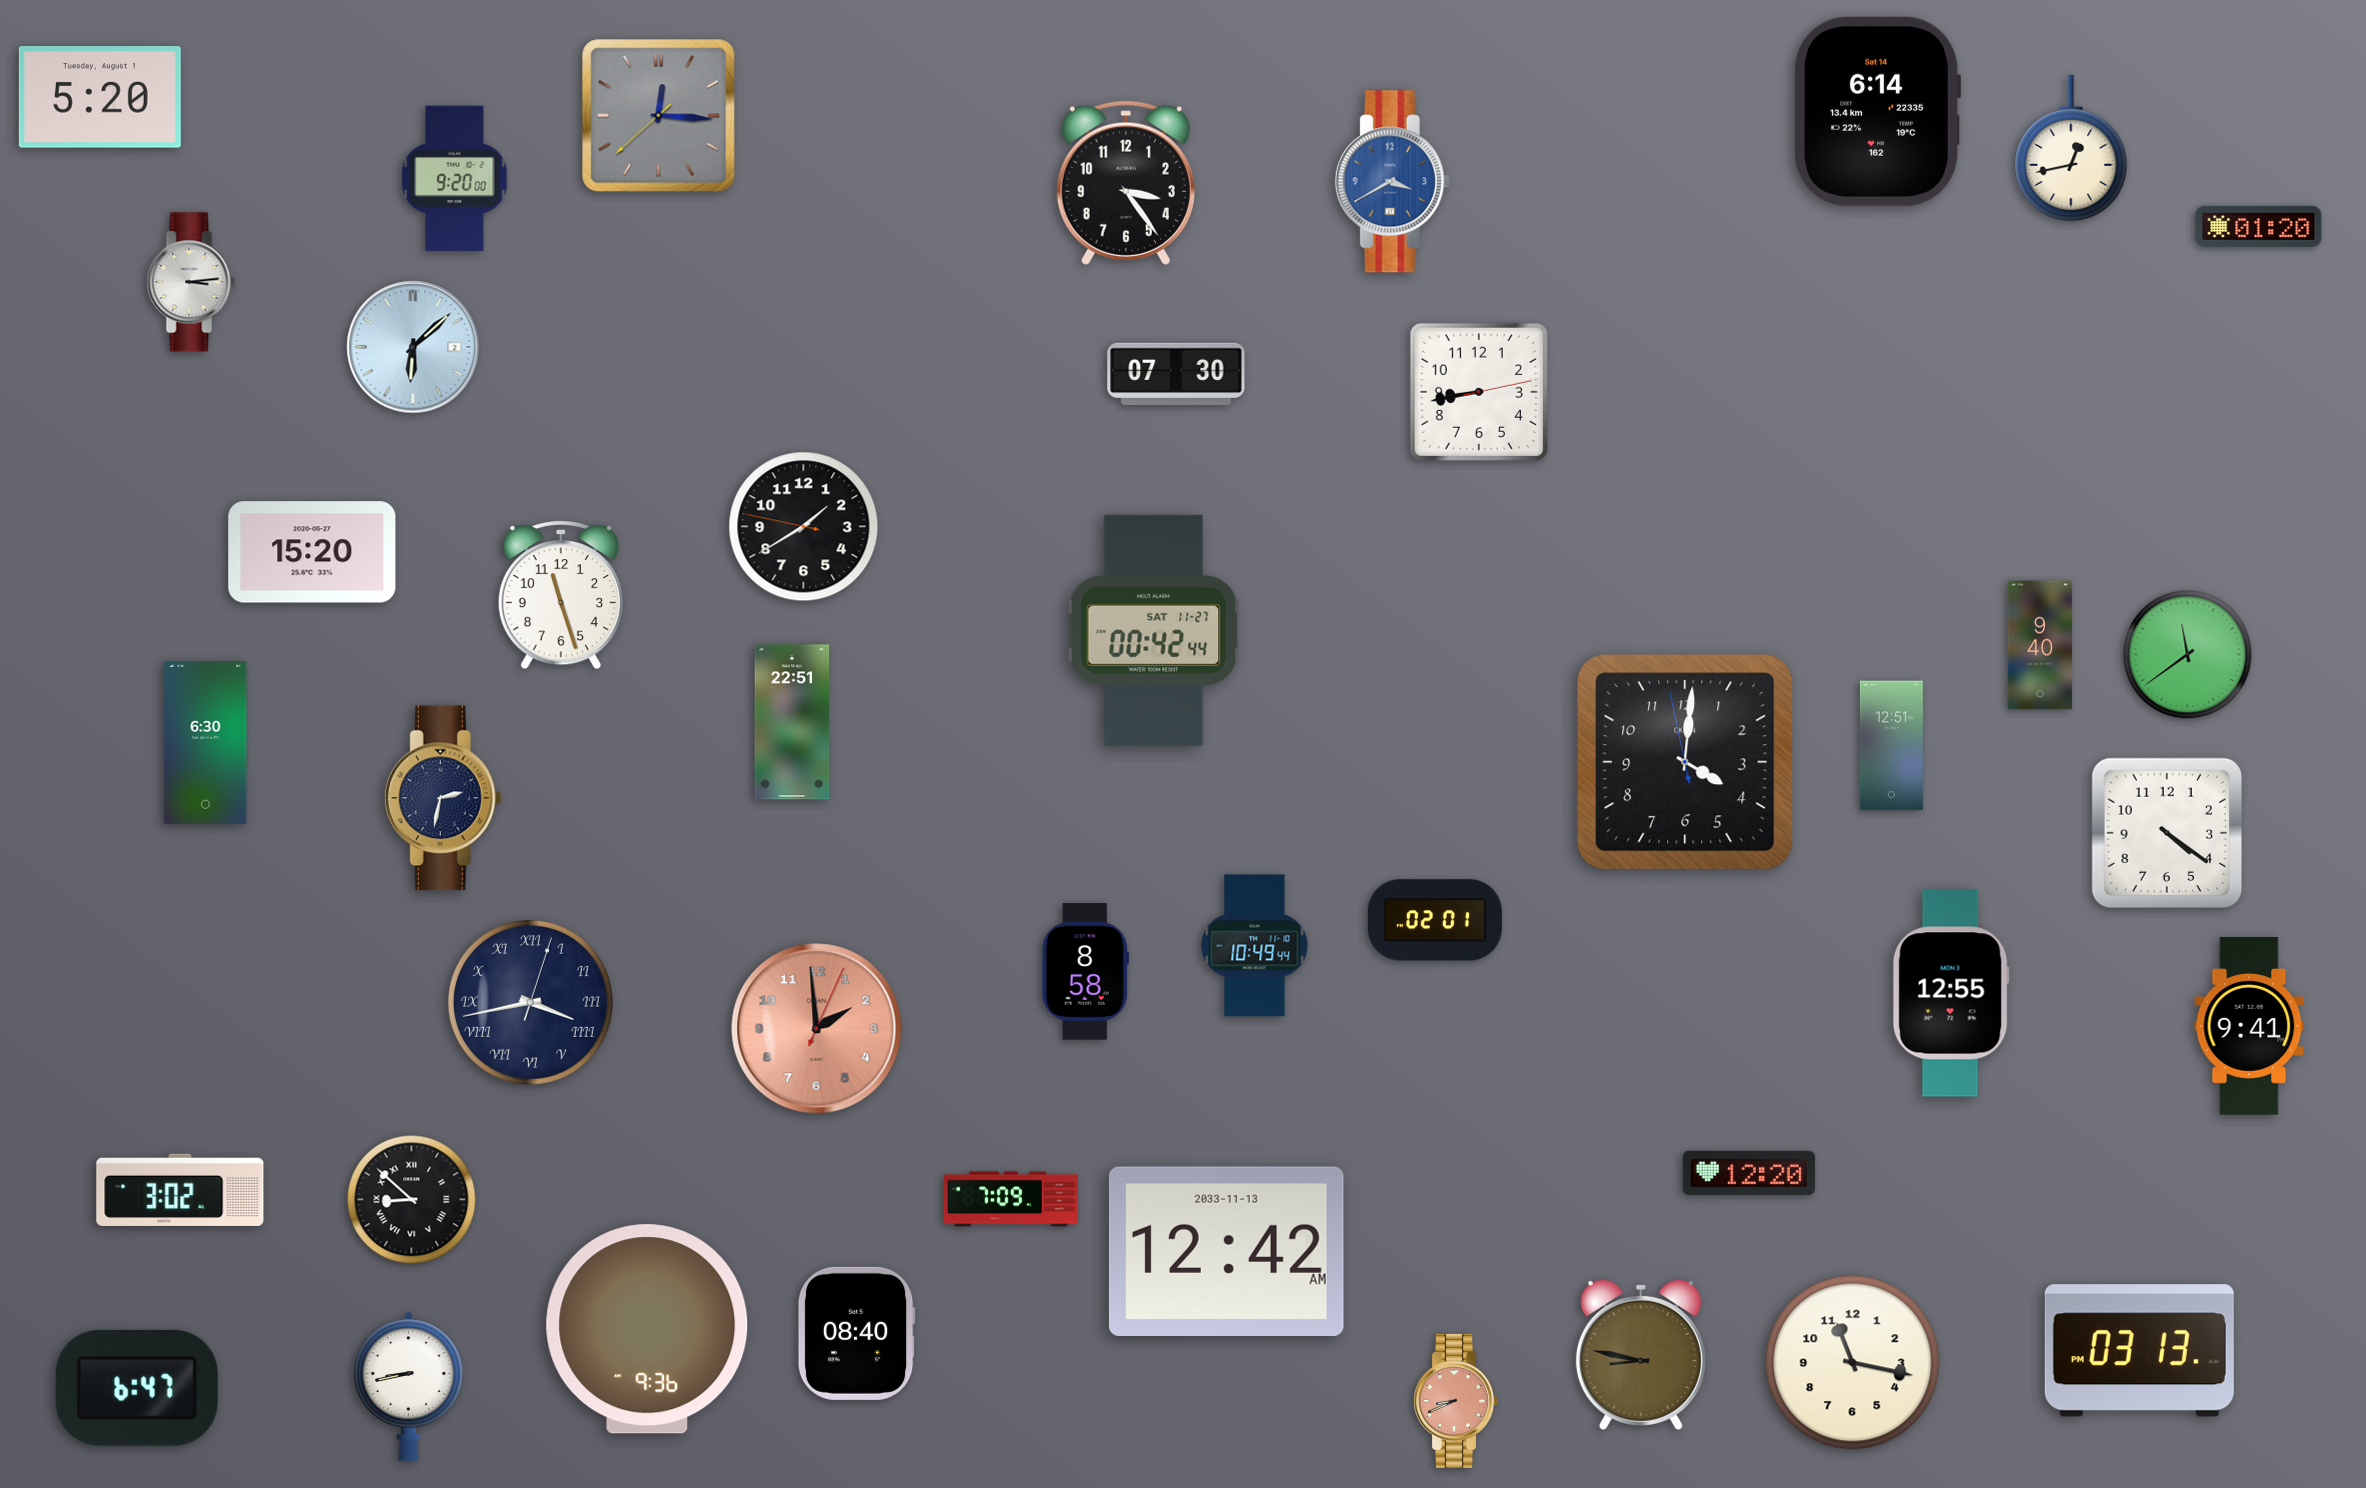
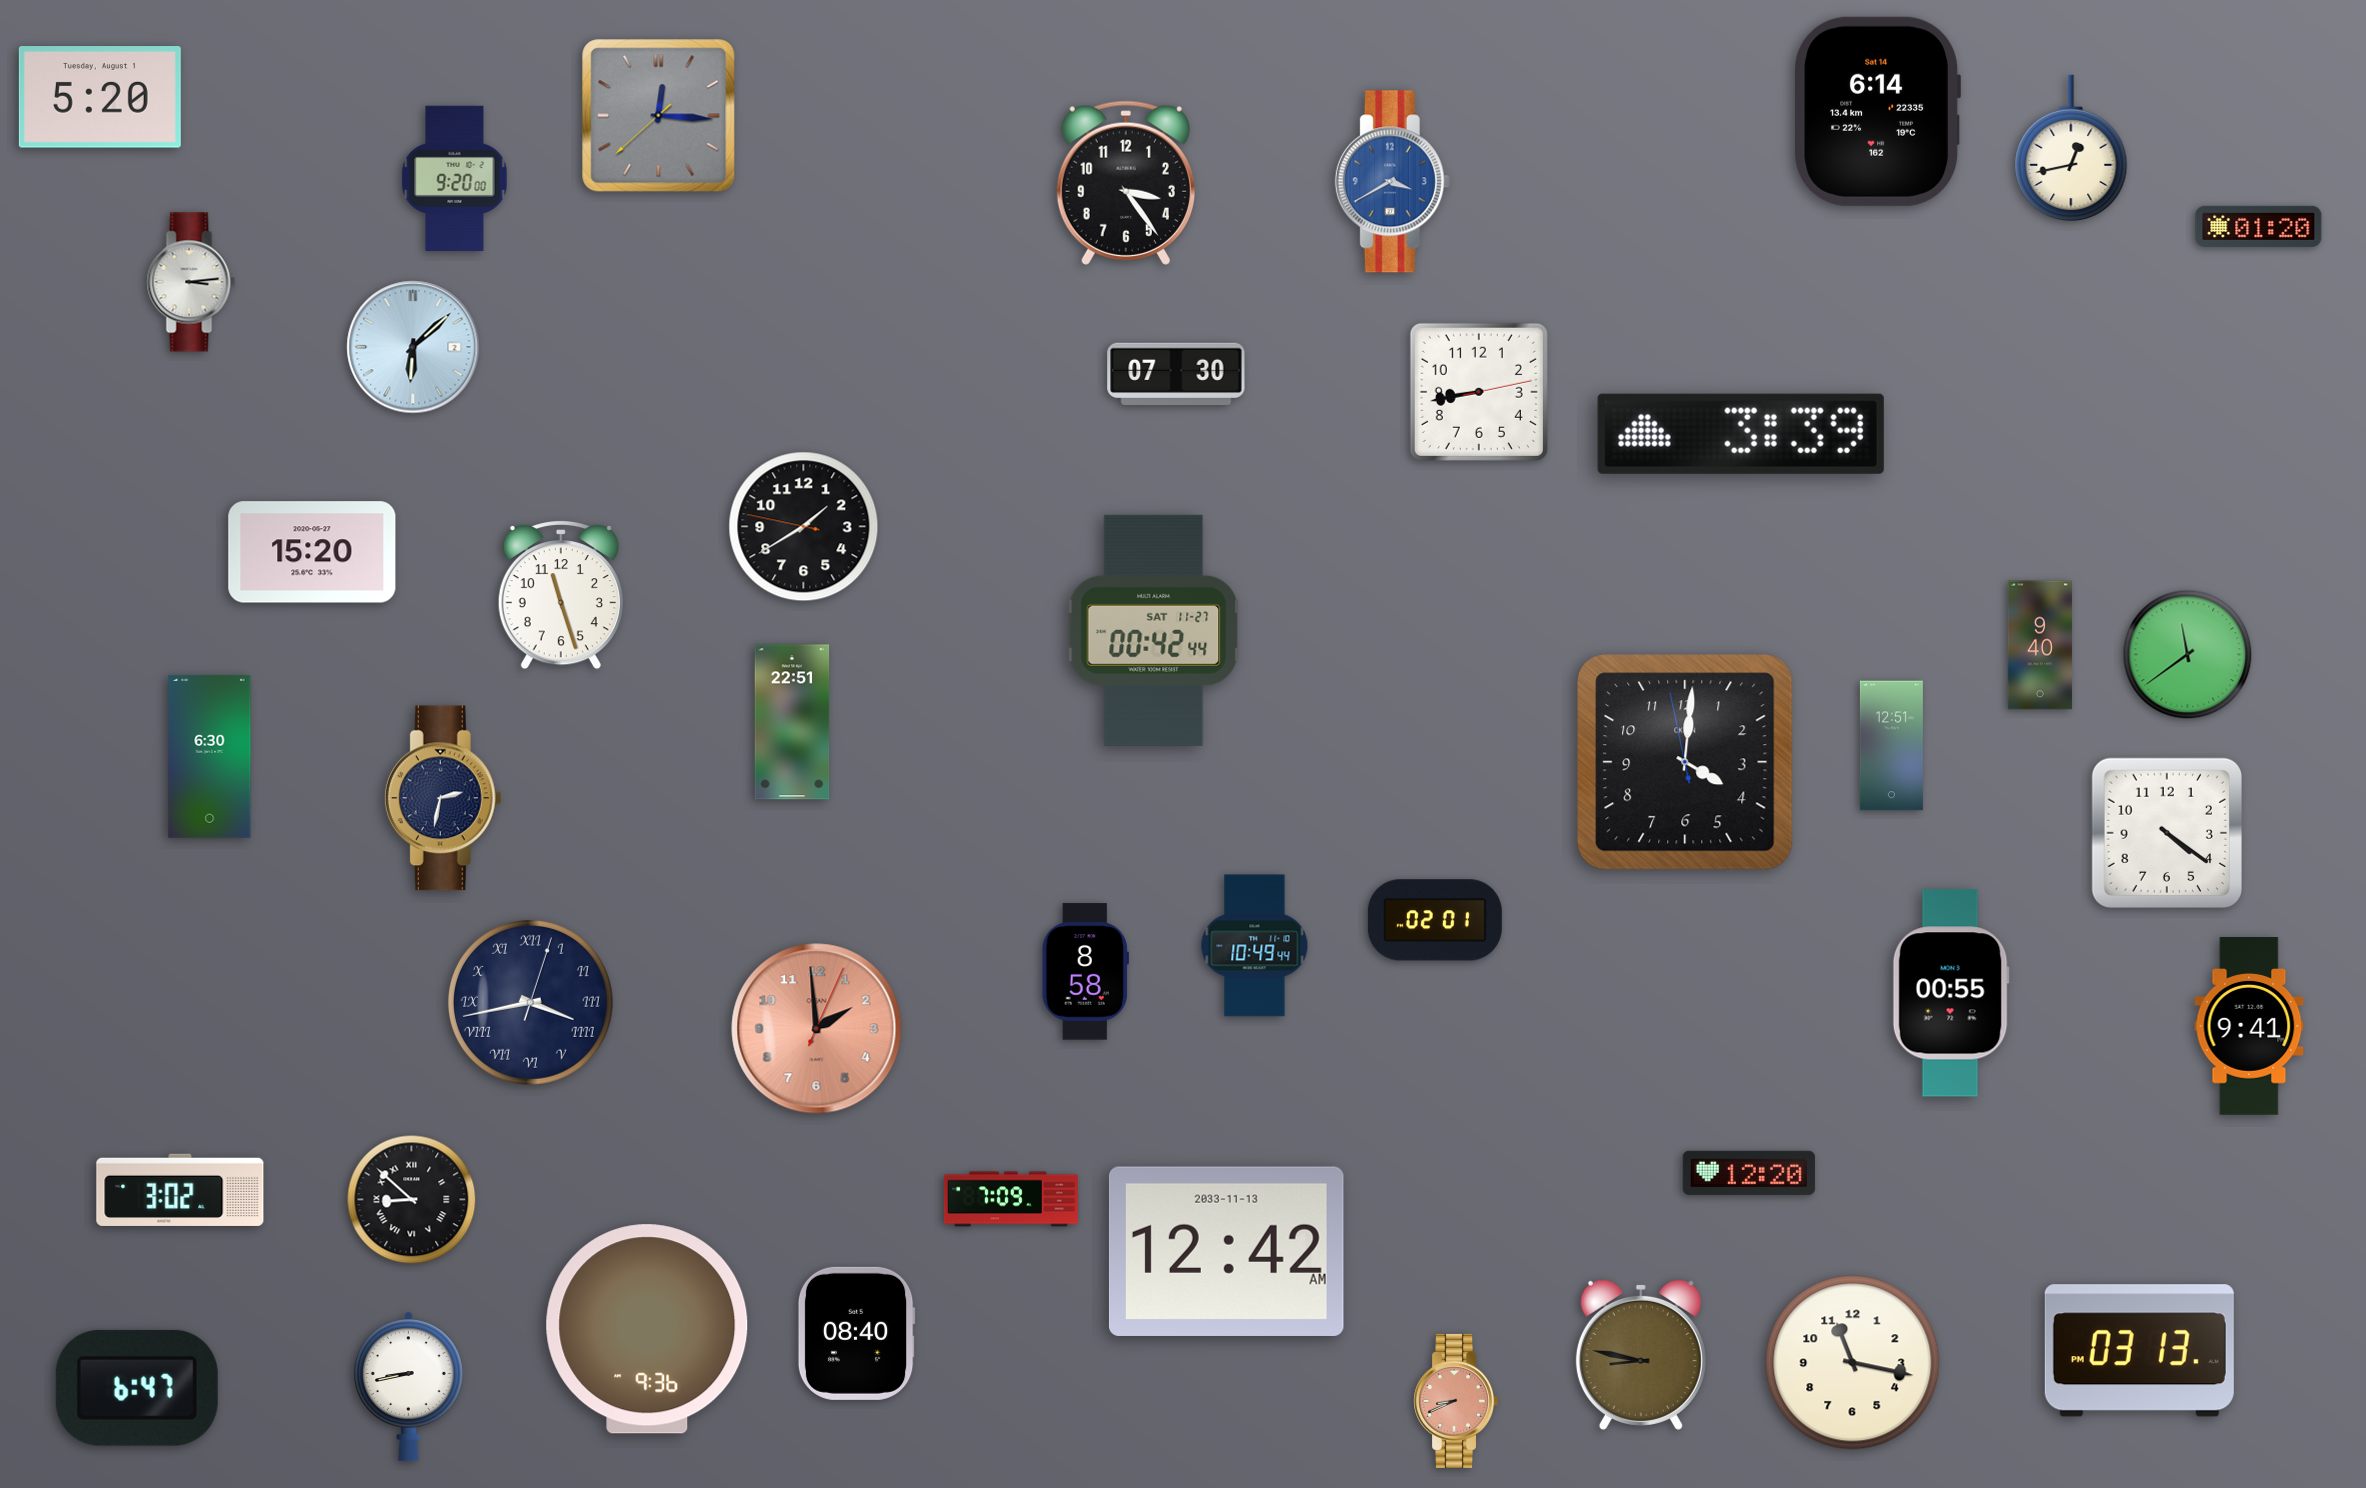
clock at (1741, 434): none -> 3:39
clock at (206, 742) position: (206, 742) -> (210, 756)
clock at (1951, 993): 12:55 -> 00:55
